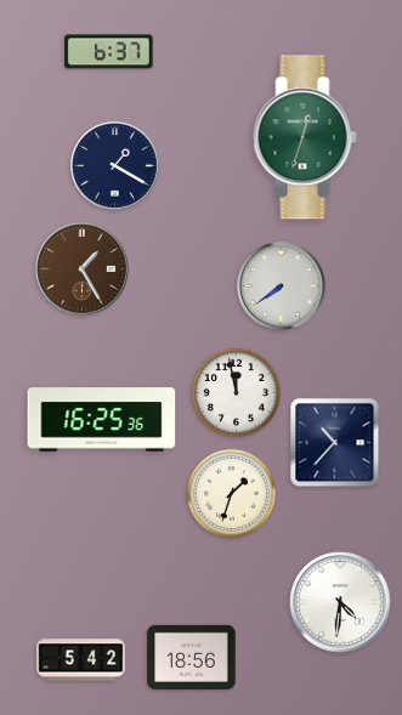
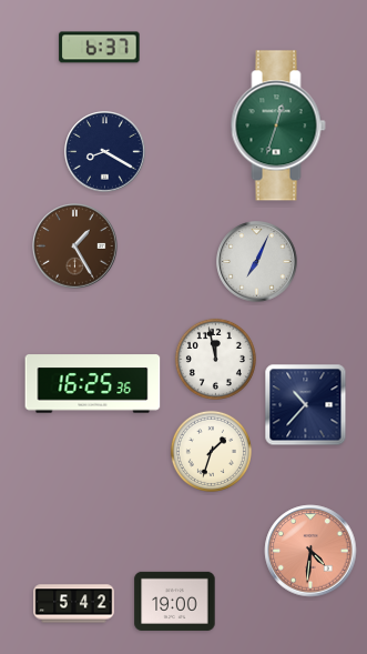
clock at (115, 166): 1:20 -> 8:20
clock at (282, 286): 7:39 -> 7:04
clock at (340, 602) dial: white -> salmon
clock at (192, 657): 18:56 -> 19:00
